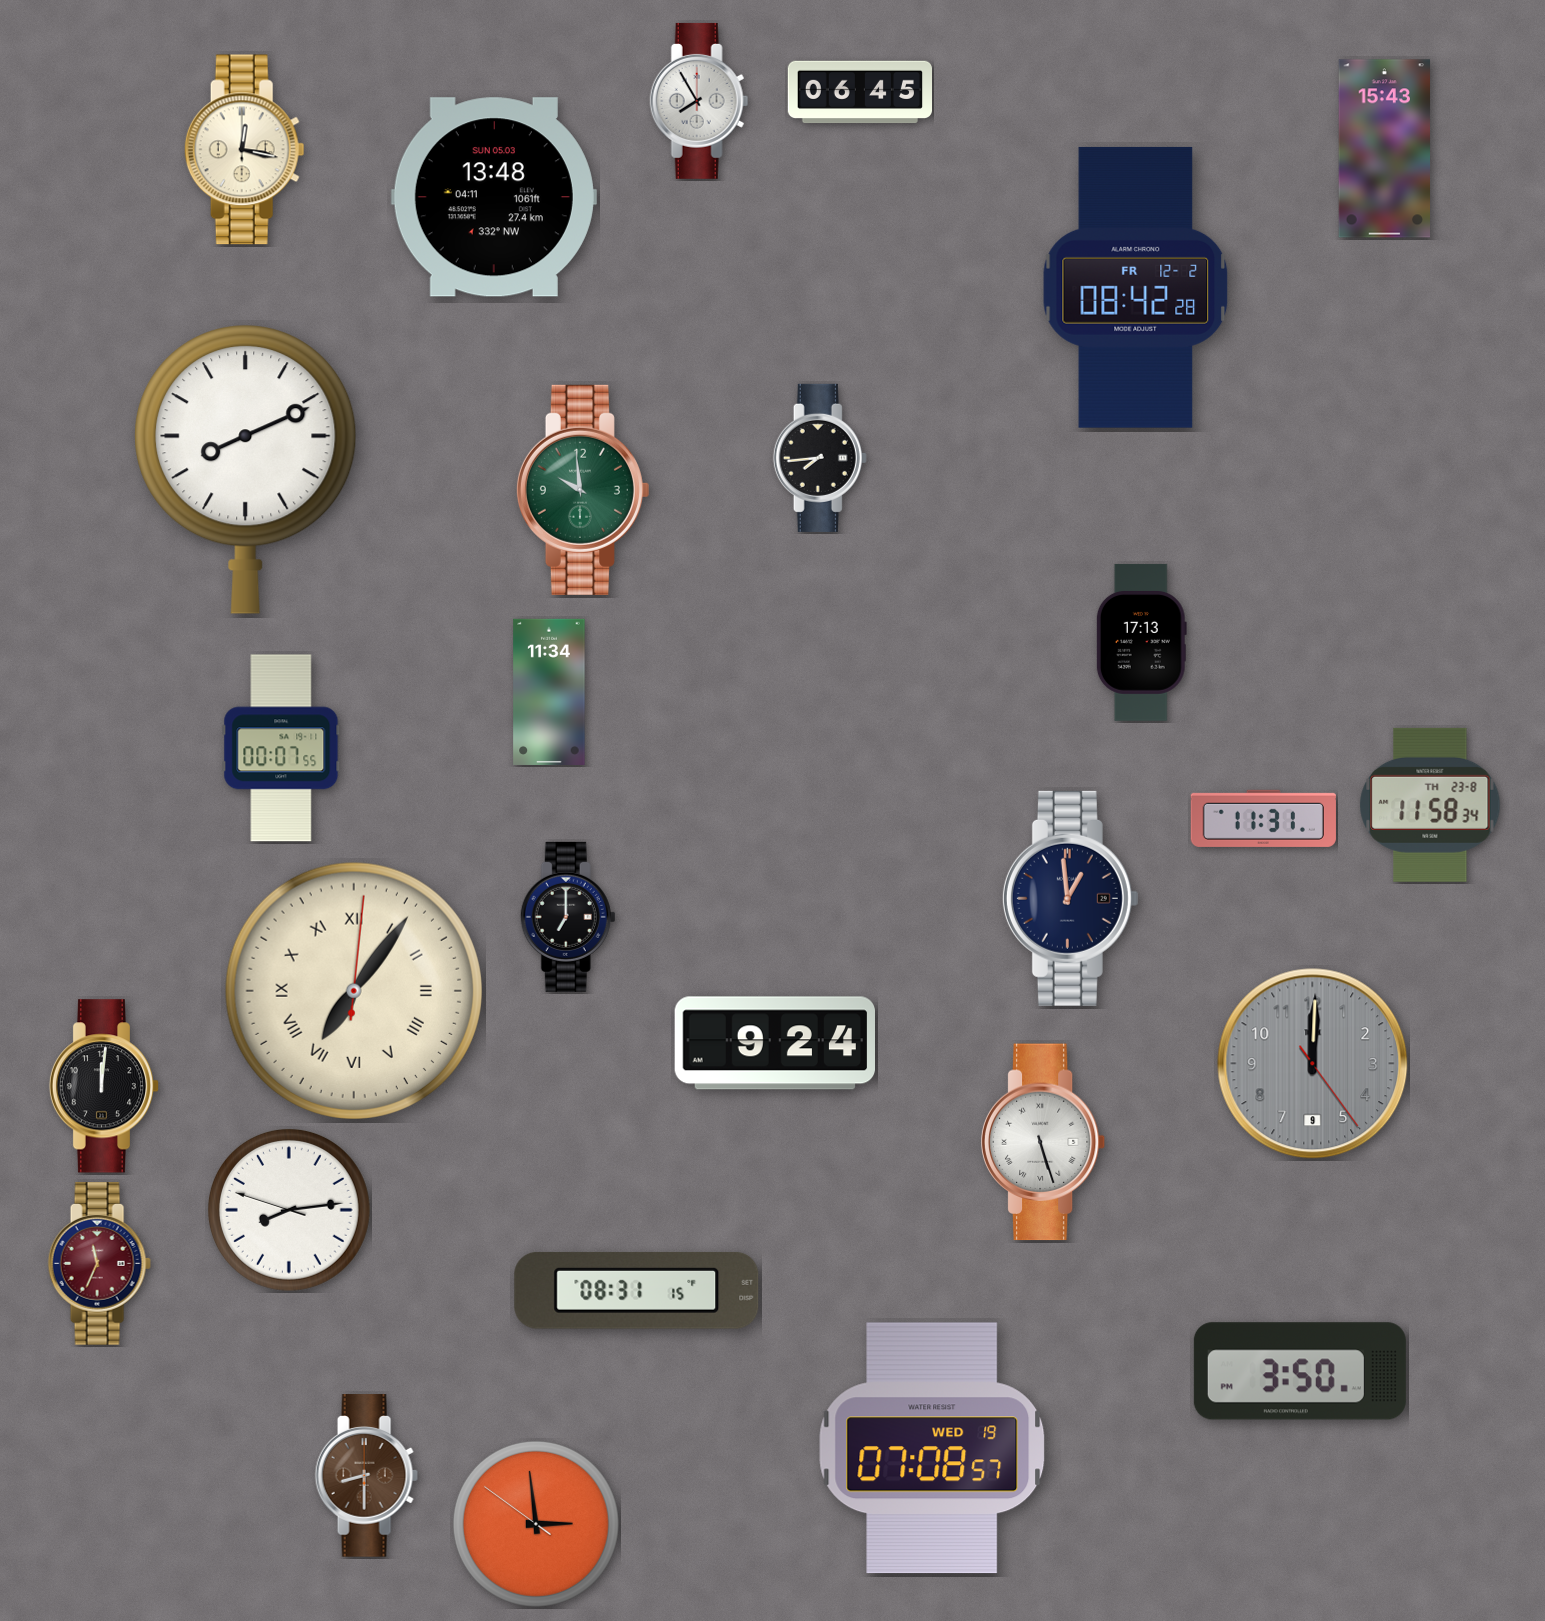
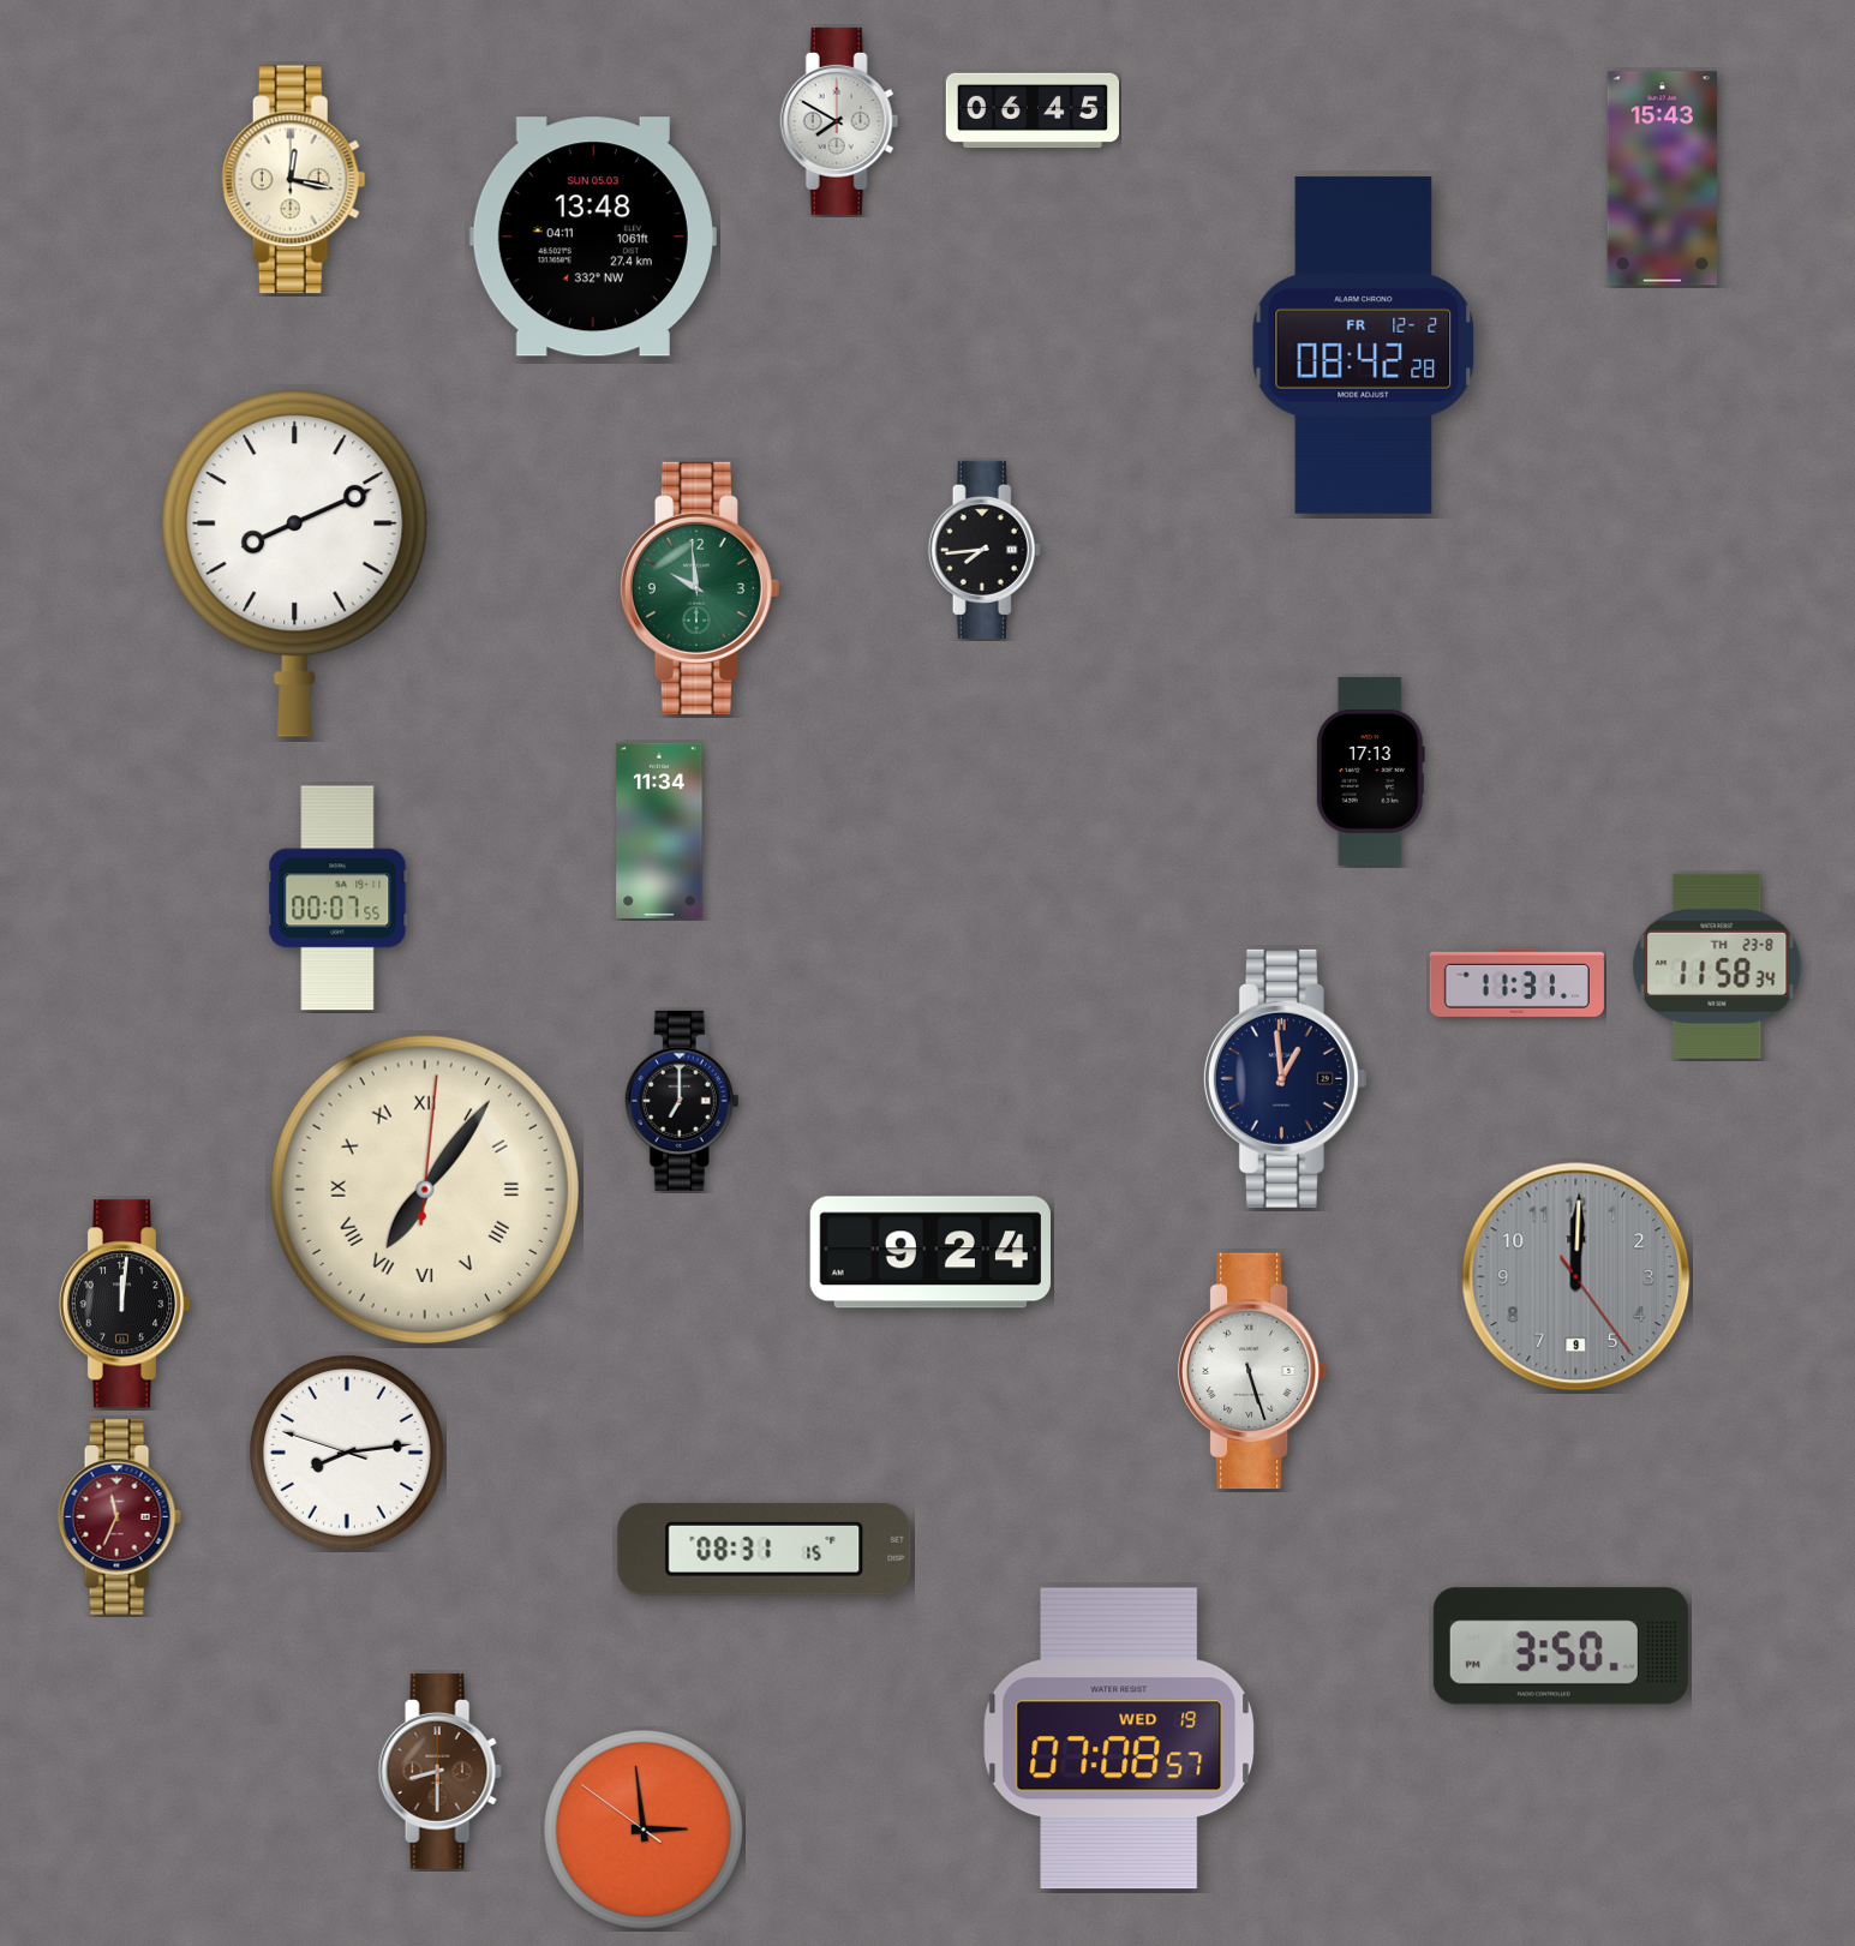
clock at (699, 101): 7:55 -> 7:50
